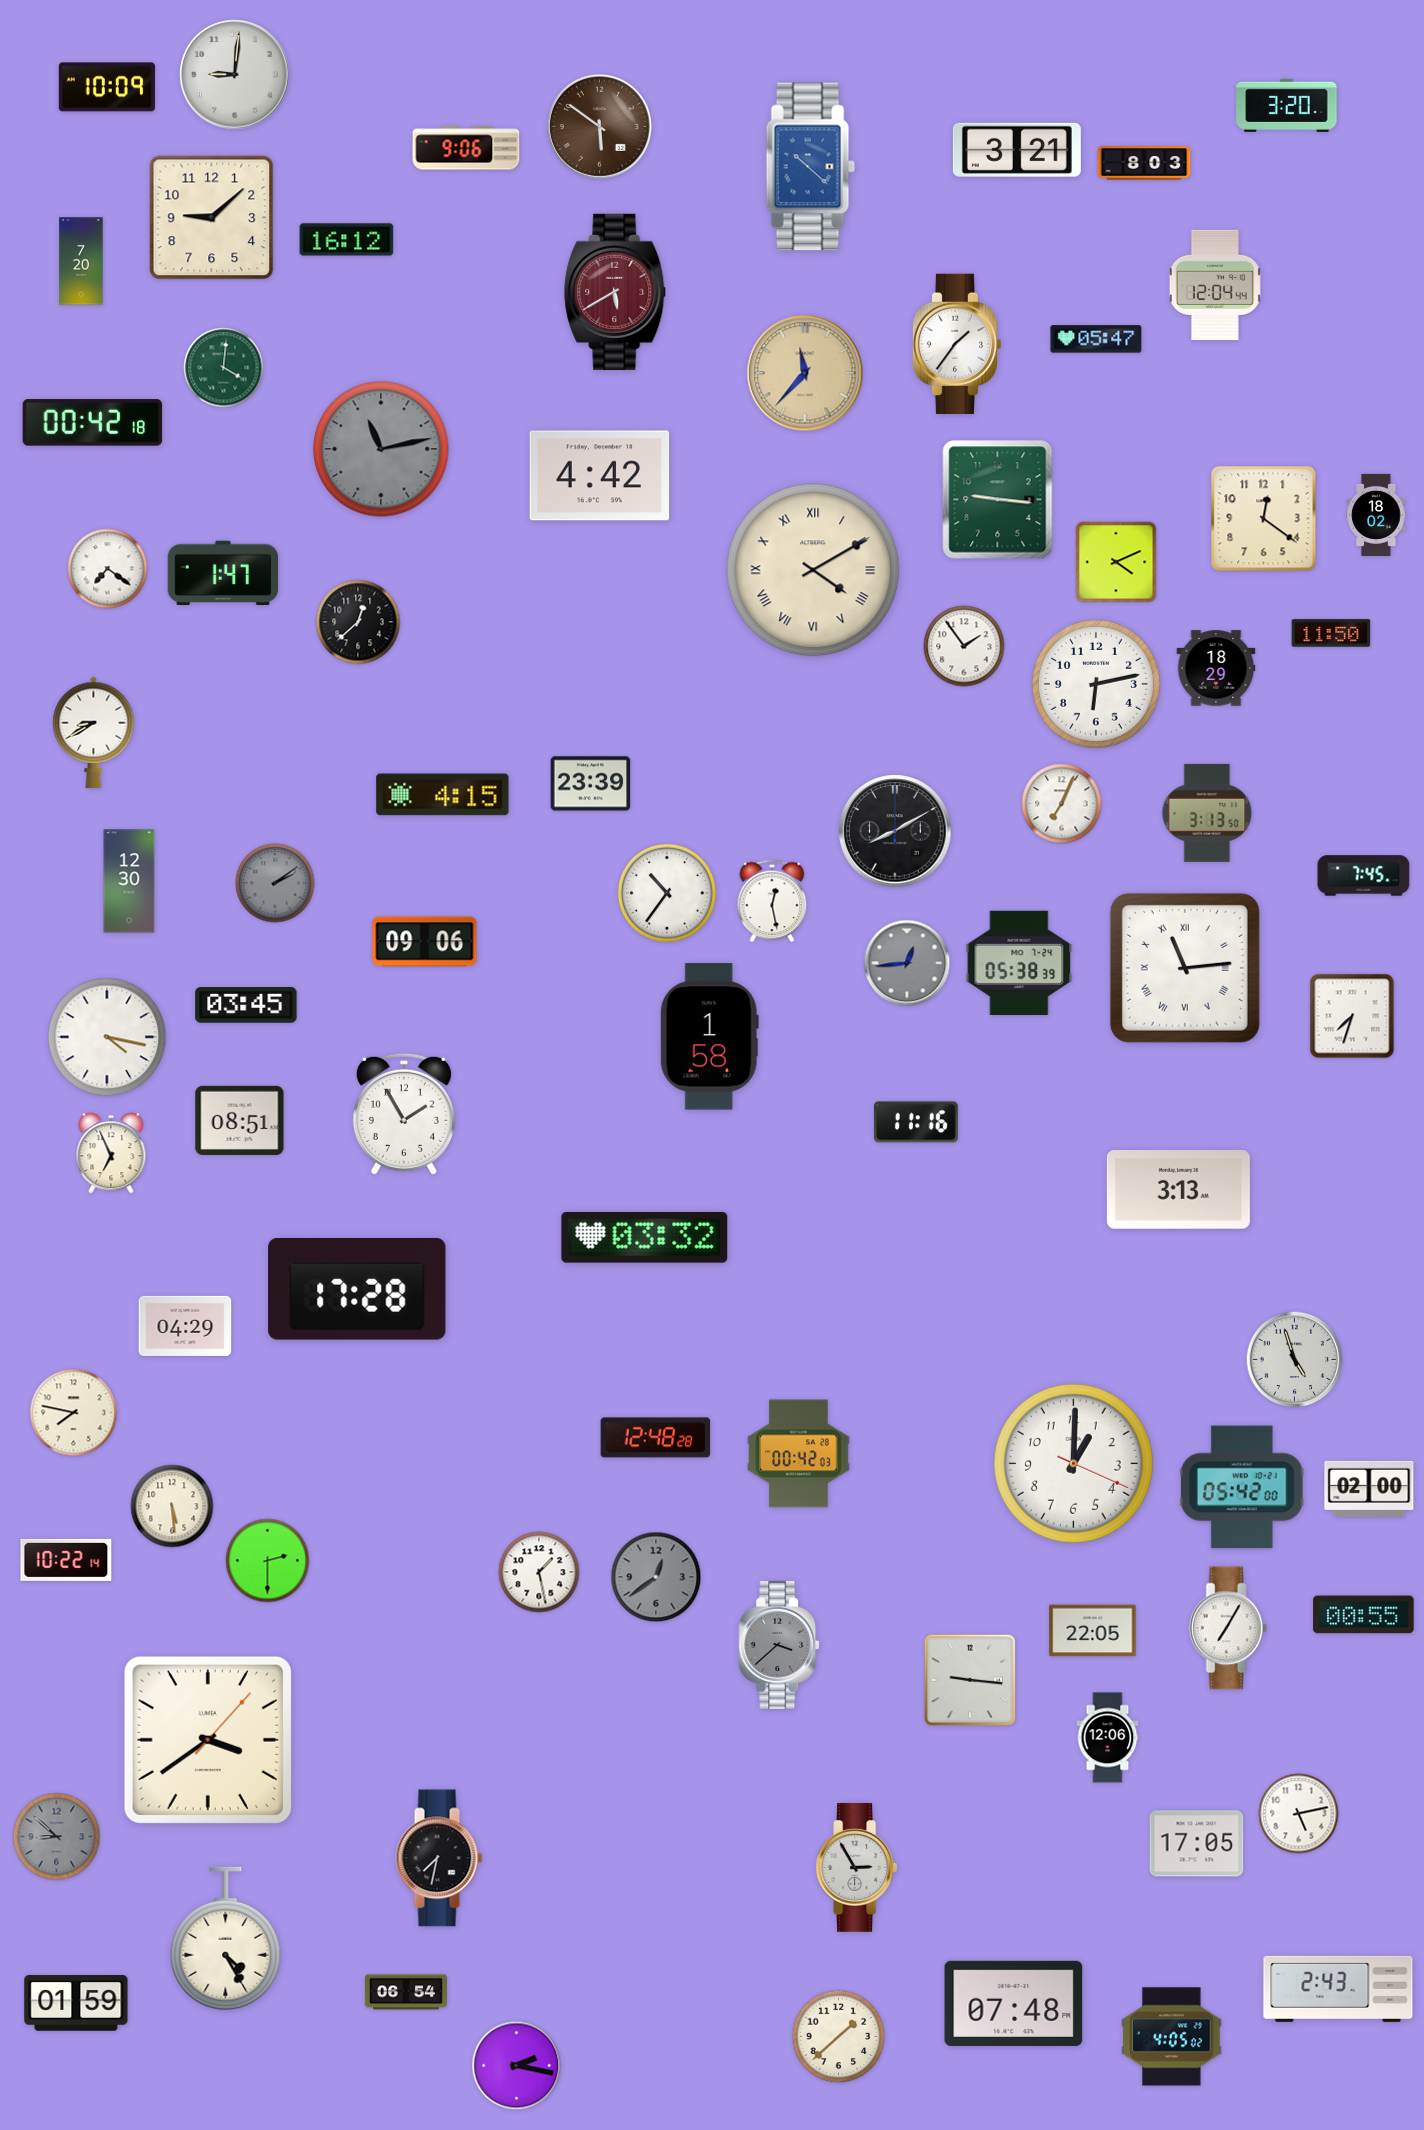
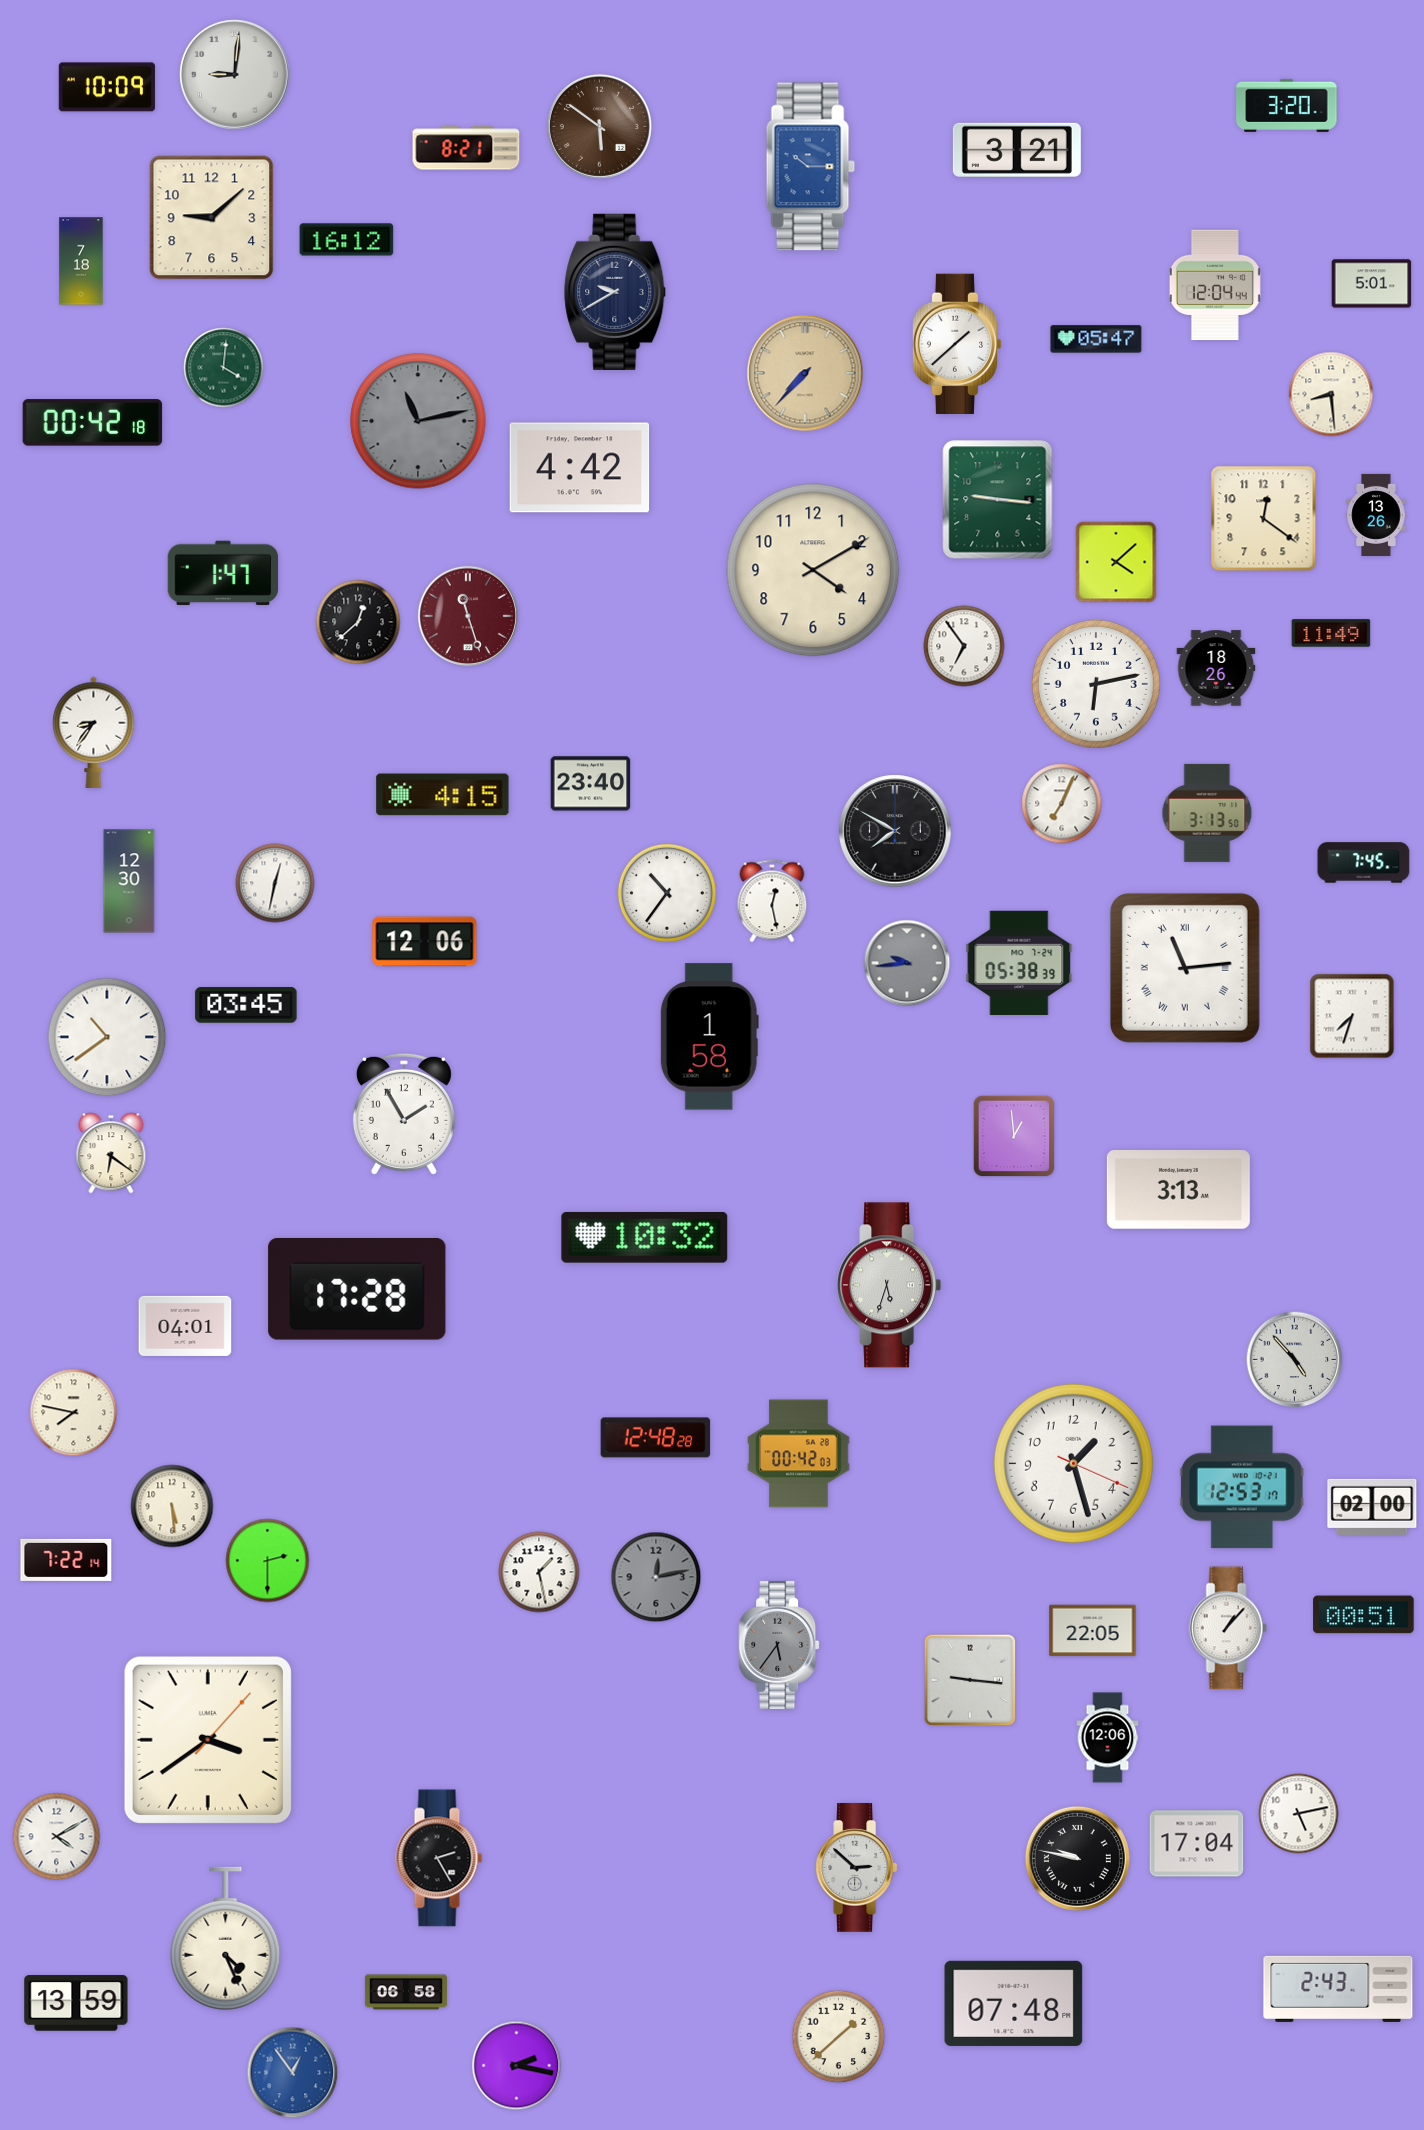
clock at (466, 148): 9:06 -> 8:21
clock at (1144, 163): 8:03 -> none
clock at (810, 167): 10:22 -> 10:15
clock at (81, 261): 7:20 -> 7:18
clock at (1372, 284): none -> 5:01
clock at (616, 292): 5:40 -> 9:40
clock at (616, 292) dial: burgundy -> navy
clock at (957, 343): 1:36 -> 1:38
clock at (805, 373): 11:37 -> 7:37
clock at (1331, 394): none -> 8:29
clock at (381, 449) position: (381, 449) -> (418, 421)
clock at (600, 476) position: (600, 476) -> (580, 468)
clock at (1376, 515): 18:02 -> 13:26
clock at (1116, 562): 4:11 -> 4:08
clock at (108, 569): 7:21 -> none
clock at (813, 570) numerals: Roman -> Arabic
clock at (468, 616): none -> 11:27
clock at (1331, 633): 11:50 -> 11:49
clock at (964, 646): 1:54 -> 6:54
clock at (1216, 668): 18:29 -> 18:26
clock at (94, 732): 8:40 -> 8:36
clock at (591, 784): 23:39 -> 23:40
clock at (895, 831): 8:10 -> 7:50
clock at (1364, 876) position: (1364, 876) -> (1364, 863)
clock at (275, 883): 2:09 -> 12:32
clock at (275, 883) dial: grey -> white
clock at (425, 942): 09:06 -> 12:06
clock at (907, 963): 12:44 -> 9:44
clock at (107, 1037): 4:17 -> 10:39
clock at (240, 1120): 08:51 -> none
clock at (916, 1122): 11:16 -> none
clock at (1014, 1136): none -> 12:59
clock at (111, 1153): 6:56 -> 6:21
clock at (645, 1238): 03:32 -> 10:32
clock at (889, 1285): none -> 5:33
clock at (185, 1326): 04:29 -> 04:01
clock at (1295, 1360): 4:57 -> 4:53
clock at (1073, 1463): 1:00 -> 1:27
clock at (1242, 1487): 05:42 -> 12:53
clock at (1369, 1489) position: (1369, 1489) -> (1372, 1507)
clock at (66, 1560): 10:22 -> 7:22
clock at (656, 1577): 12:39 -> 12:13
clock at (1364, 1615): 00:55 -> 00:51
clock at (1228, 1628): 7:05 -> 1:07
clock at (779, 1645): 3:38 -> 5:36
clock at (57, 1837): 8:52 -> 4:10
clock at (57, 1837) dial: grey -> white
clock at (1197, 1844): 17:05 -> 17:04
clock at (439, 1858): 7:32 -> 2:25
clock at (1077, 1858): none -> 9:47
clock at (857, 1867): 2:55 -> 2:52
clock at (226, 1939): 4:25 -> 4:26
clock at (406, 1992): 06:54 -> 06:58
clock at (76, 2003): 01:59 -> 13:59
clock at (1172, 2037): 4:05 -> none
clock at (293, 2073): none -> 12:54
